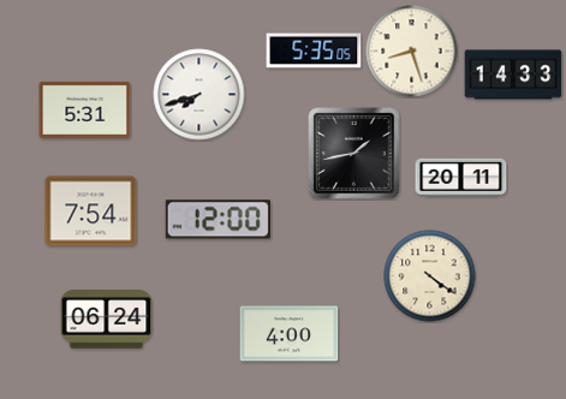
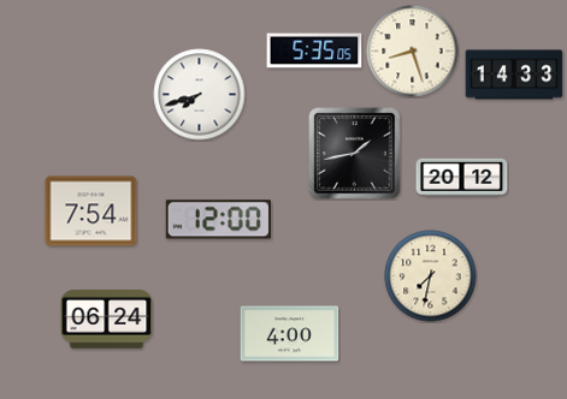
clock at (85, 109): 5:31 -> none
clock at (461, 177): 20:11 -> 20:12
clock at (430, 276): 4:21 -> 7:32
